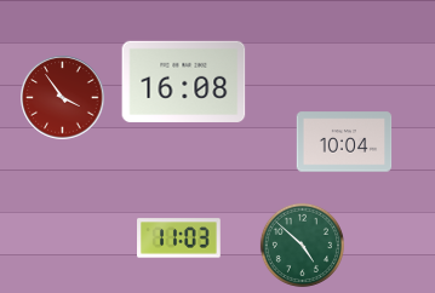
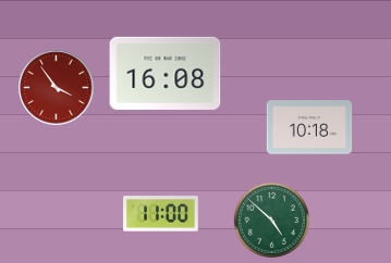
clock at (344, 142): 10:04 -> 10:18
clock at (179, 239): 11:03 -> 11:00
